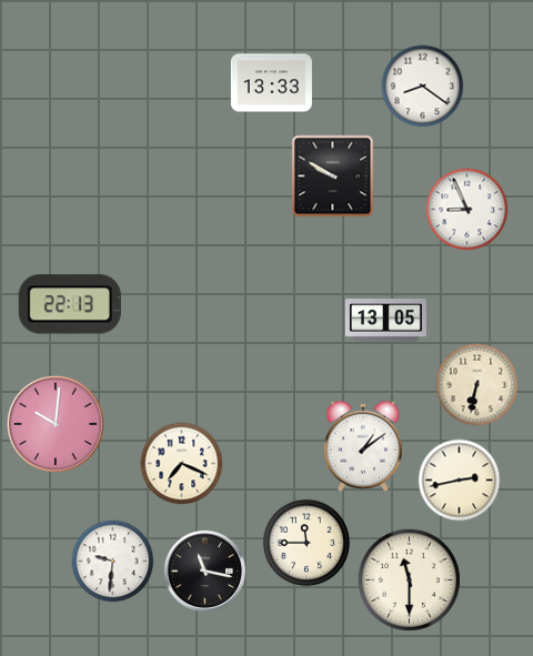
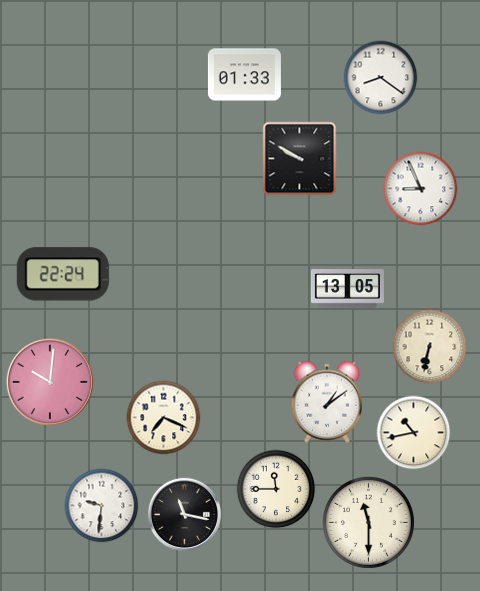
clock at (271, 83): 13:33 -> 01:33
clock at (70, 304): 22:13 -> 22:24
clock at (460, 481): 2:43 -> 10:43
